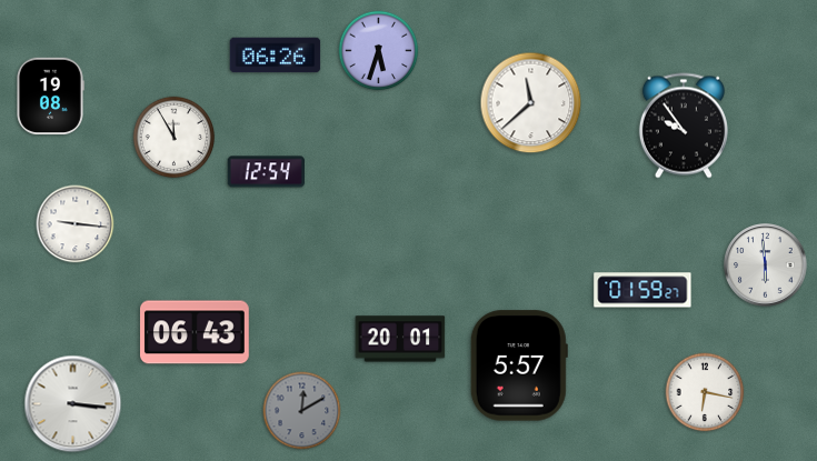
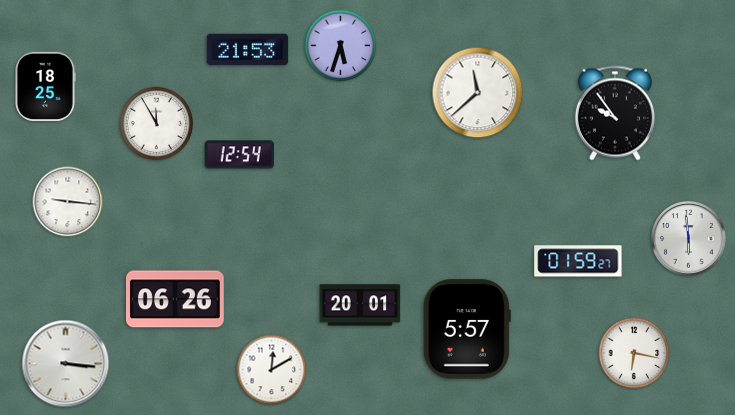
clock at (276, 56): 06:26 -> 21:53
clock at (50, 97): 19:08 -> 18:25
clock at (196, 332): 06:43 -> 06:26
clock at (302, 411) dial: grey -> white
